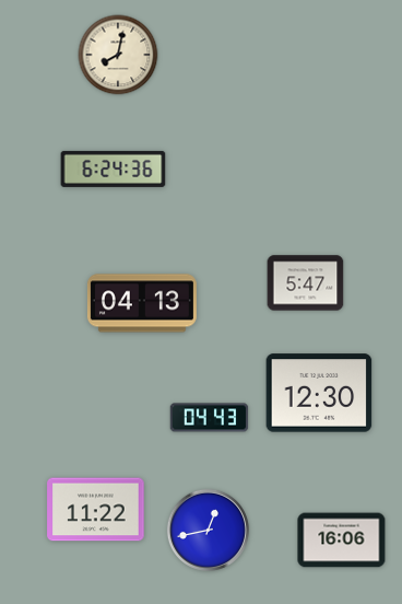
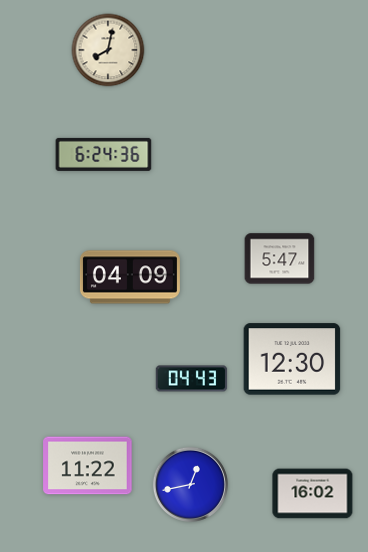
clock at (142, 303): 04:13 -> 04:09
clock at (210, 418) position: (210, 418) -> (192, 379)
clock at (342, 541): 16:06 -> 16:02
